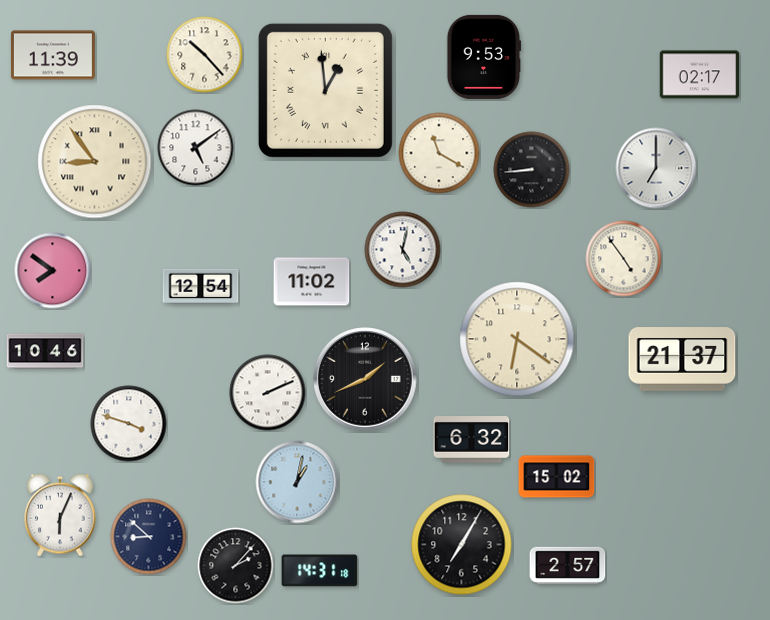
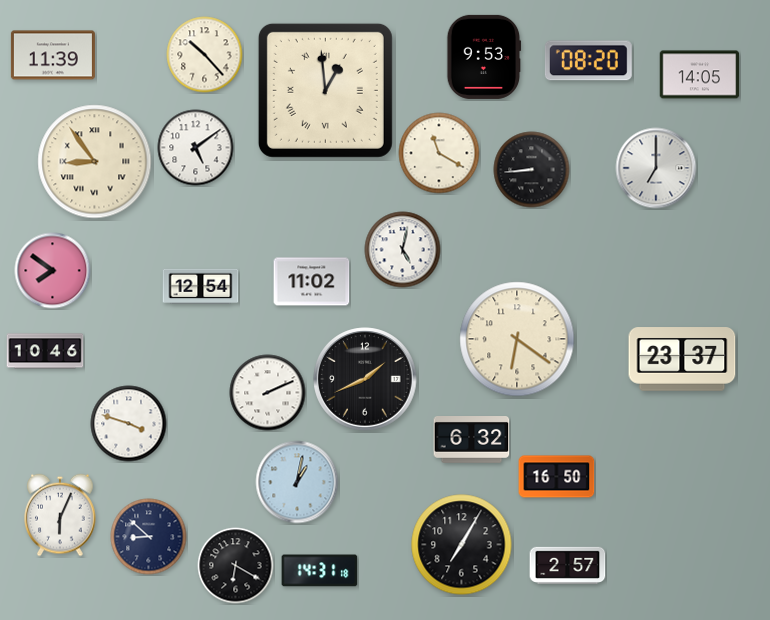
clock at (588, 61): none -> 08:20
clock at (700, 75): 02:17 -> 14:05
clock at (624, 259): 4:54 -> none
clock at (682, 359): 21:37 -> 23:37
clock at (557, 477): 15:02 -> 16:50
clock at (236, 566): 2:07 -> 6:20
